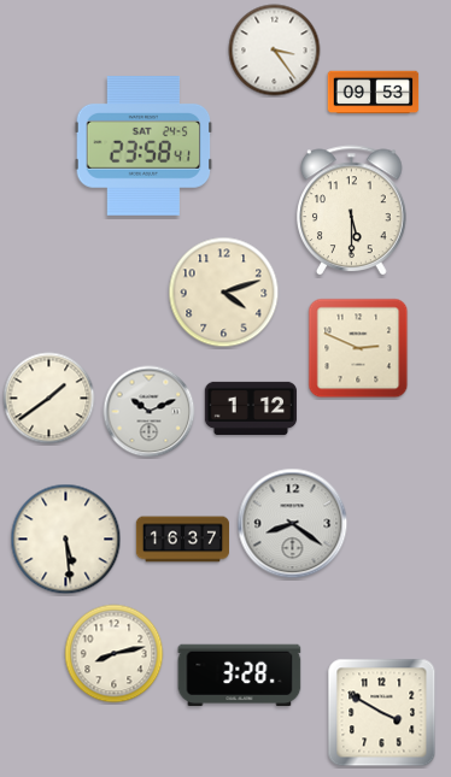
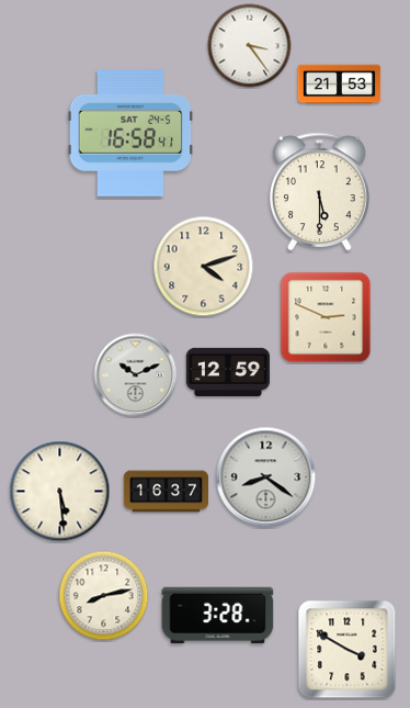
clock at (374, 93): 09:53 -> 21:53
clock at (143, 146): 23:58 -> 16:58
clock at (49, 399): 1:39 -> none
clock at (251, 408): 1:12 -> 12:59
